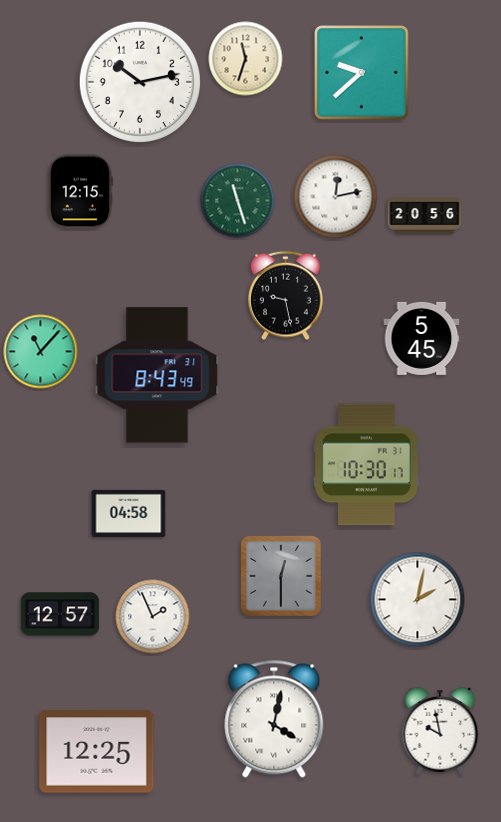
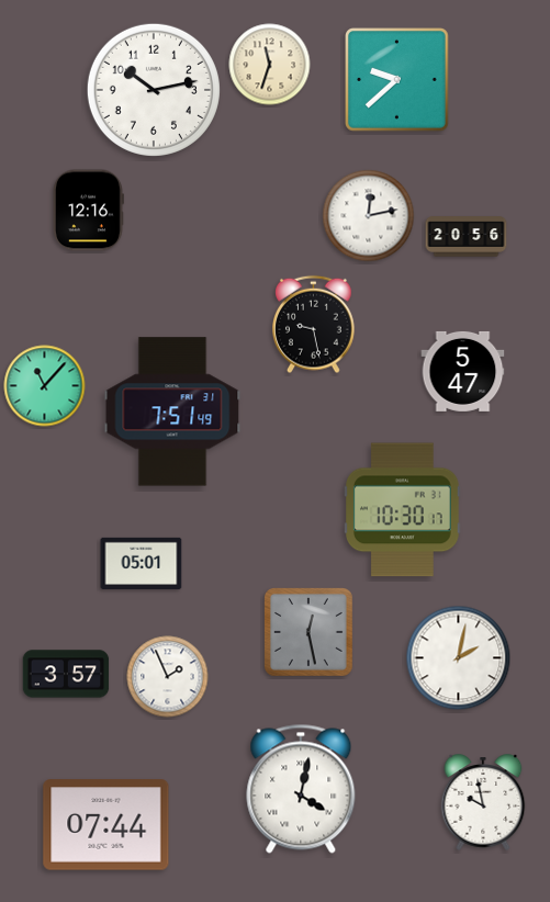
clock at (81, 192): 12:15 -> 12:16
clock at (238, 201): 11:27 -> none
clock at (422, 338): 5:45 -> 5:47
clock at (157, 375): 8:43 -> 7:51
clock at (129, 513): 04:58 -> 05:01
clock at (282, 577): 12:30 -> 12:28
clock at (60, 614): 12:57 -> 3:57
clock at (97, 752): 12:25 -> 07:44
